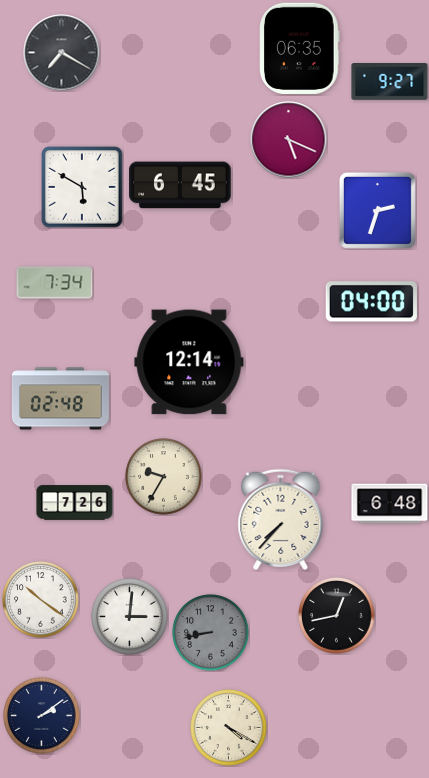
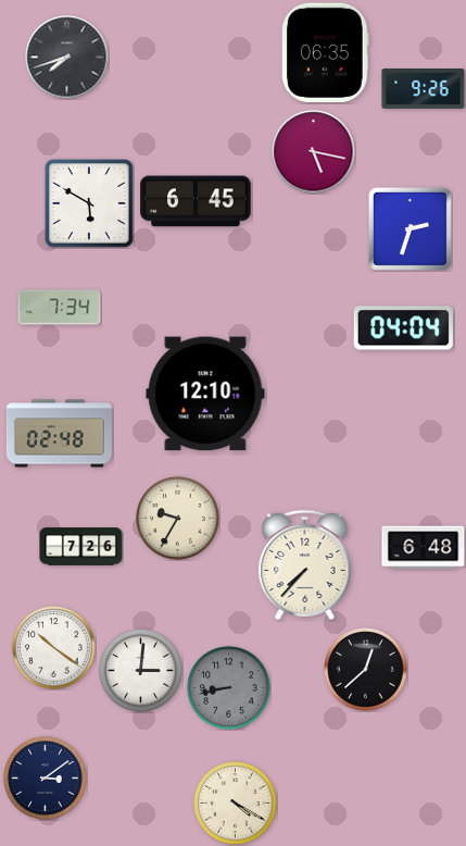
clock at (62, 53): 7:20 -> 7:42
clock at (390, 82): 9:27 -> 9:26
clock at (289, 140): 5:19 -> 5:17
clock at (371, 302): 04:00 -> 04:04
clock at (189, 362): 12:14 -> 12:10
clock at (60, 399) position: (60, 399) -> (59, 434)
clock at (41, 600) position: (41, 600) -> (54, 648)
clock at (337, 616): 12:43 -> 12:38
clock at (42, 716): 2:09 -> 3:09
clock at (229, 728) position: (229, 728) -> (236, 804)
